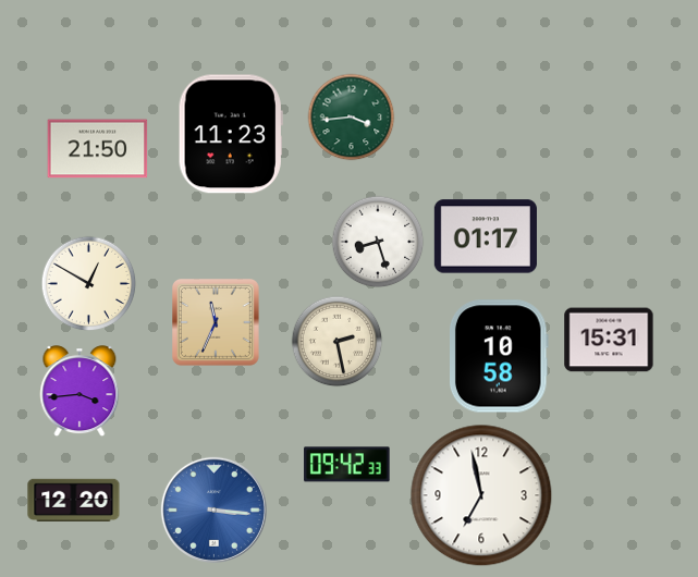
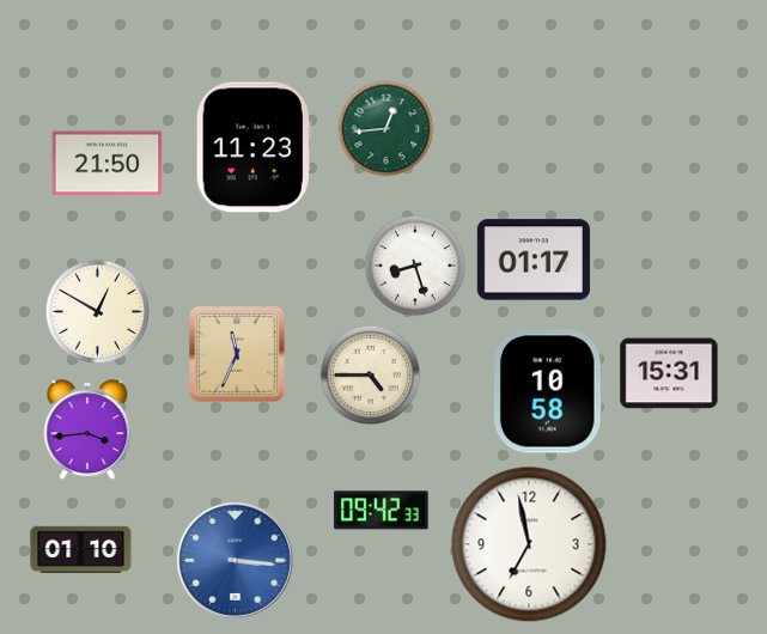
clock at (352, 118): 3:44 -> 12:44
clock at (338, 342): 2:28 -> 4:45
clock at (74, 501): 12:20 -> 01:10
